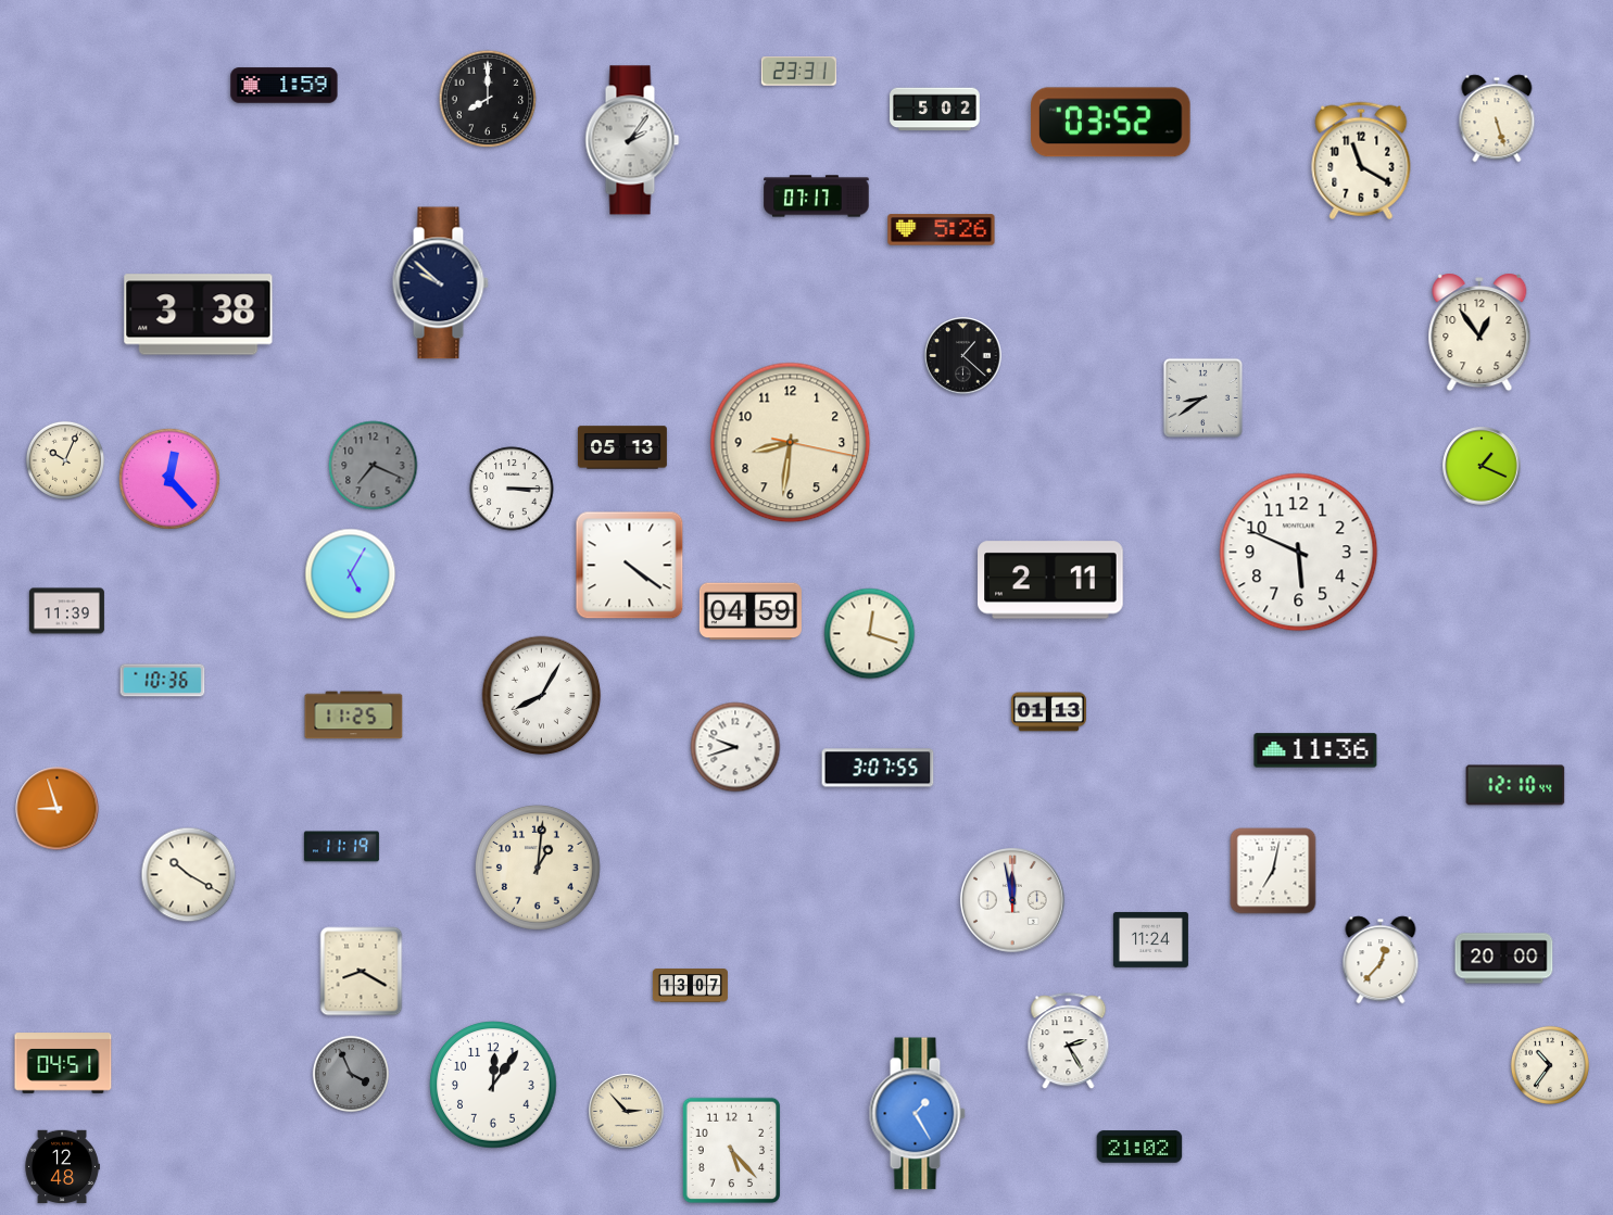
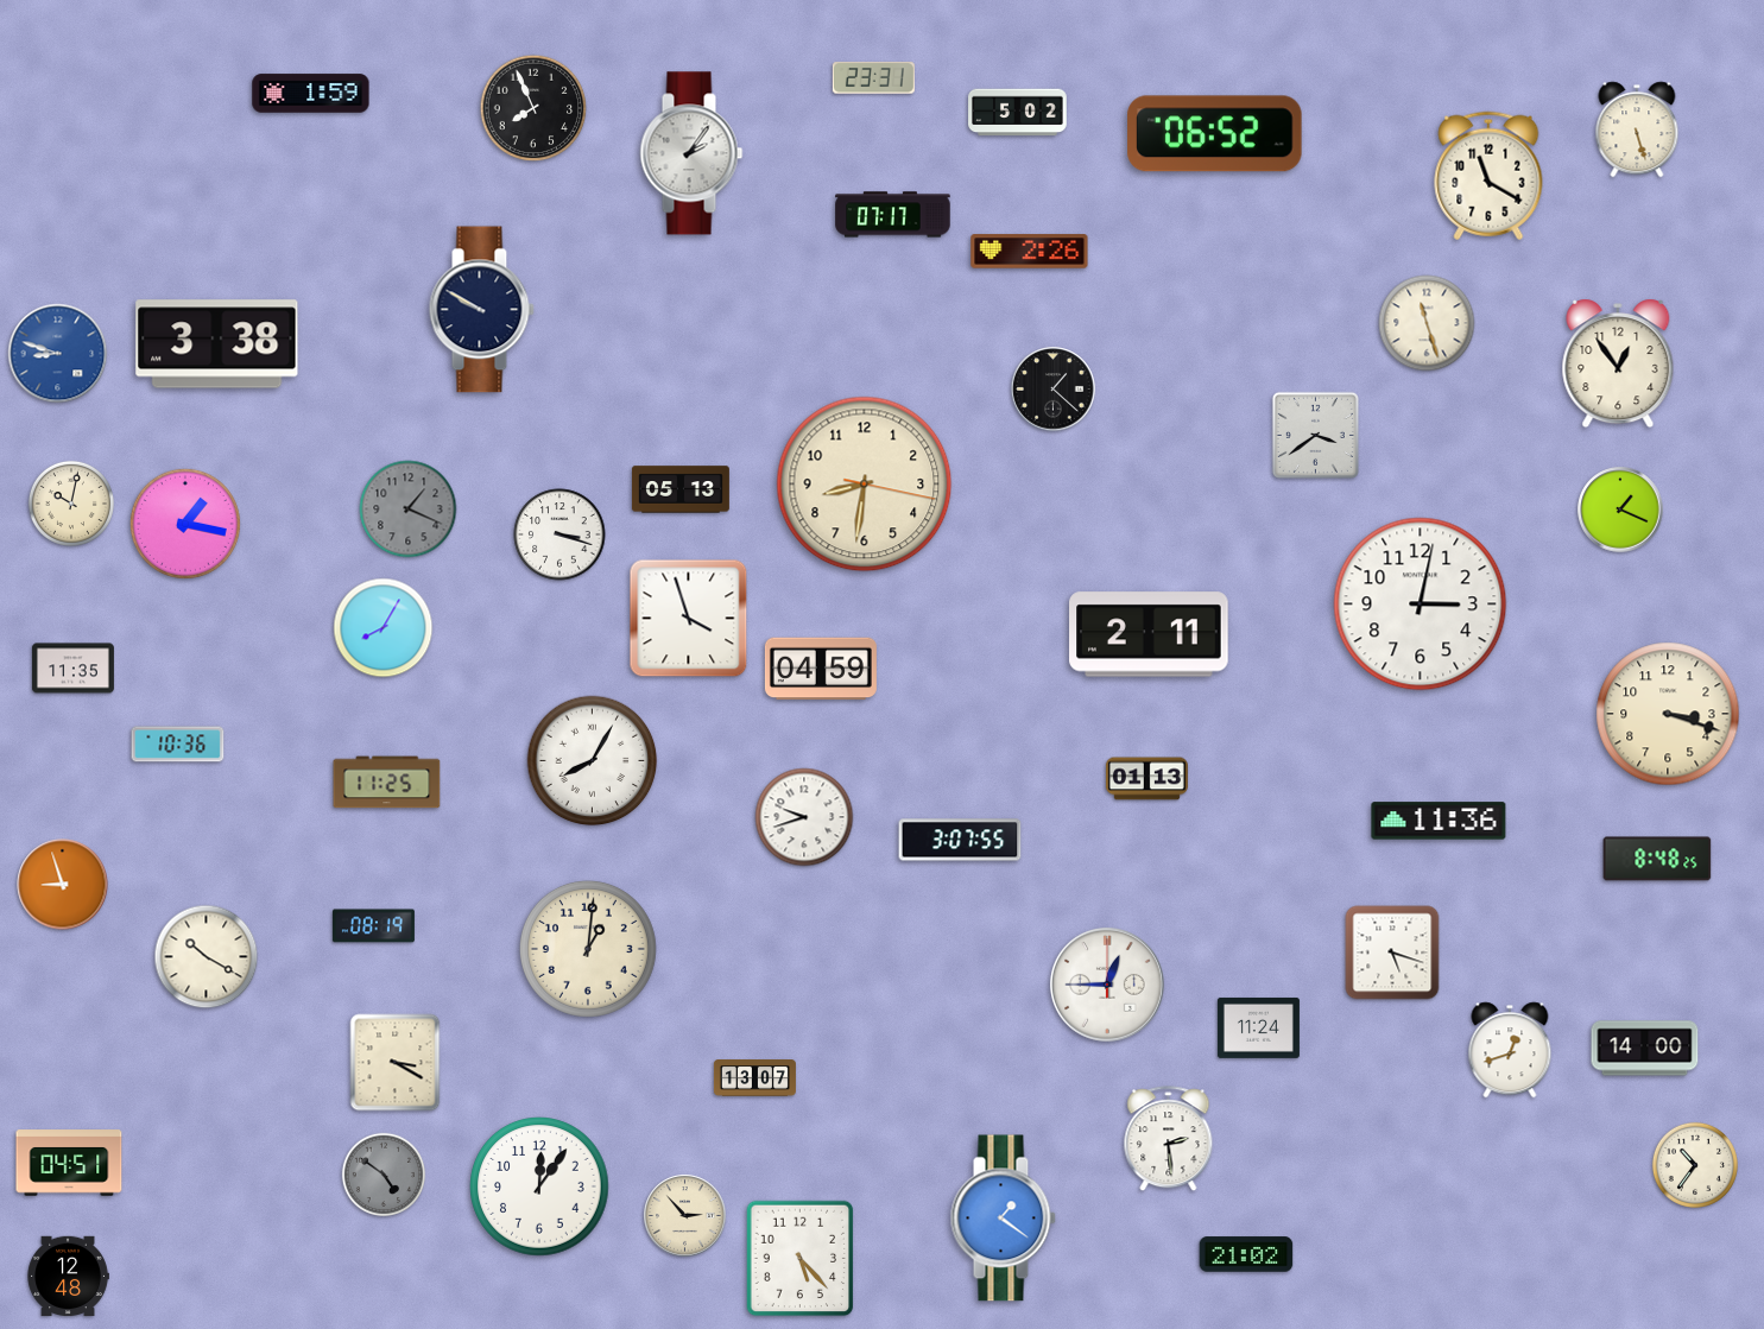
clock at (488, 99): 8:00 -> 7:56
clock at (935, 110) position: (935, 110) -> (1018, 113)
clock at (1111, 123): 03:52 -> 06:52
clock at (942, 230): 5:26 -> 2:26
clock at (440, 283): 9:52 -> 9:50
clock at (1427, 323): none -> 11:27
clock at (58, 354): none -> 8:48
clock at (1202, 397): 8:39 -> 3:39
clock at (65, 460): 10:04 -> 10:02
clock at (374, 466): 7:19 -> 1:19
clock at (169, 479): 12:23 -> 1:17
clock at (512, 489): 3:15 -> 3:18
clock at (1299, 553): 5:49 -> 3:02
clock at (630, 566): 4:21 -> 3:57
clock at (351, 574): 5:05 -> 8:05
clock at (66, 611): 11:39 -> 11:35
clock at (870, 634): 12:18 -> none
clock at (1668, 714): none -> 3:18
clock at (1515, 785): 12:10 -> 8:48
clock at (341, 847): 11:19 -> 08:19
clock at (1273, 871): 7:02 -> 5:18
clock at (1012, 900): 11:58 -> 12:45
clock at (1504, 959): 20:00 -> 14:00
clock at (1381, 960): 12:37 -> 12:42
clock at (362, 972): 8:20 -> 3:20
clock at (1069, 1041): 2:25 -> 2:29
clock at (351, 1074): 3:56 -> 4:51
clock at (917, 1114): 1:25 -> 1:21
